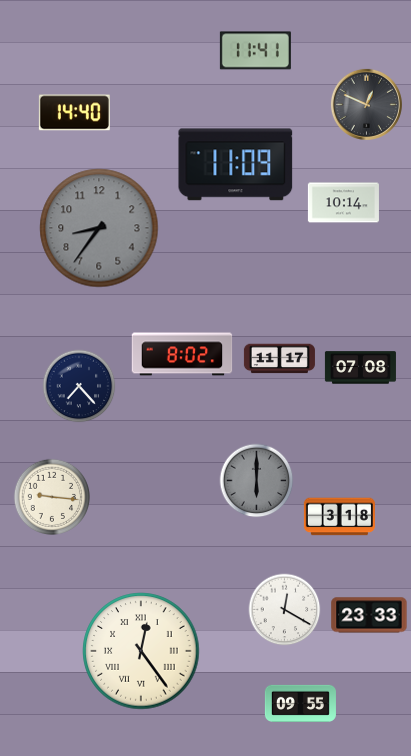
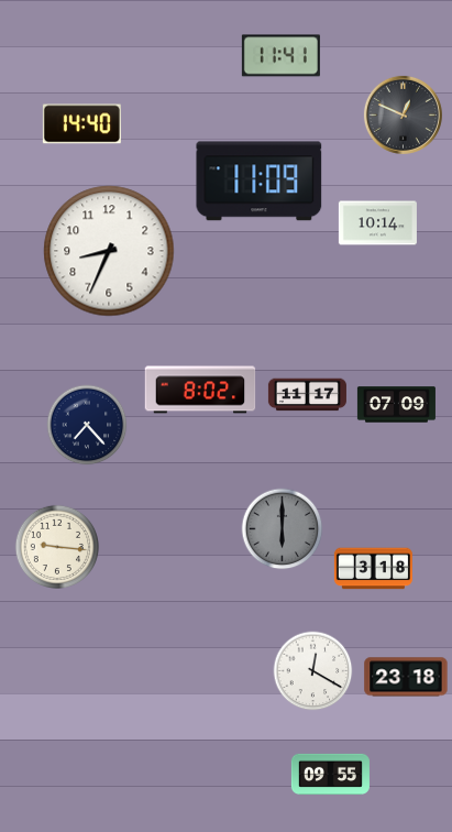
clock at (99, 228): 8:36 -> 8:34
clock at (99, 228) dial: grey -> white
clock at (360, 368): 07:08 -> 07:09
clock at (369, 615): 23:33 -> 23:18
clock at (141, 651): 12:24 -> none
